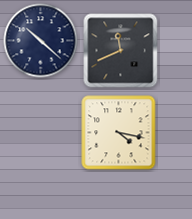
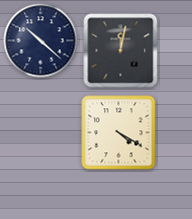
clock at (121, 51): 11:41 -> 12:02
clock at (119, 133): 4:17 -> 4:20
